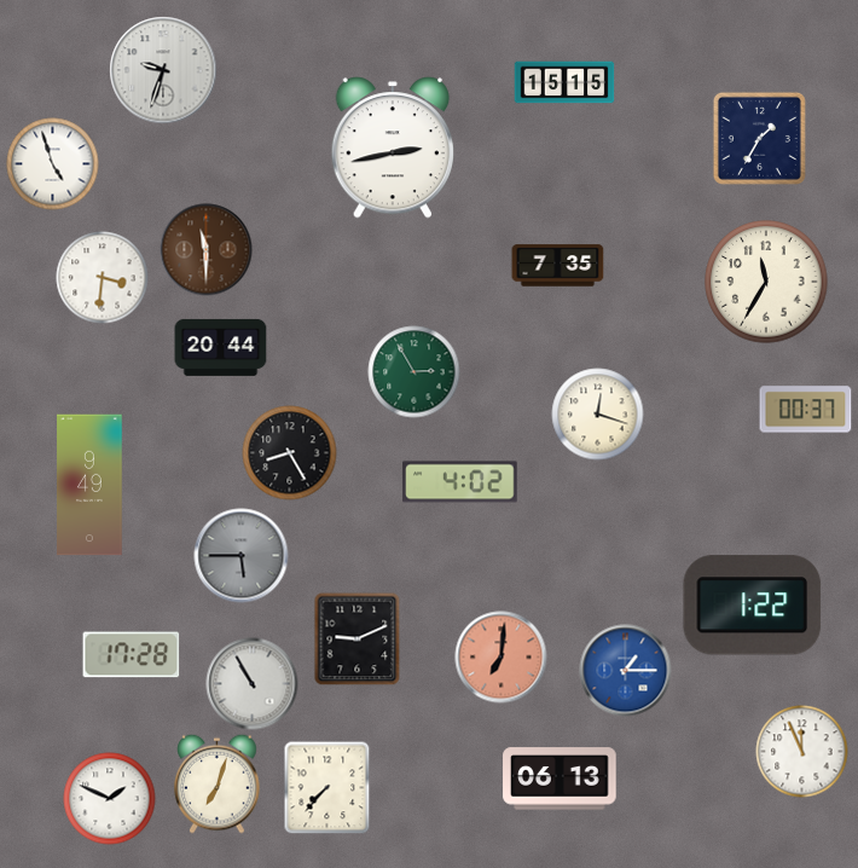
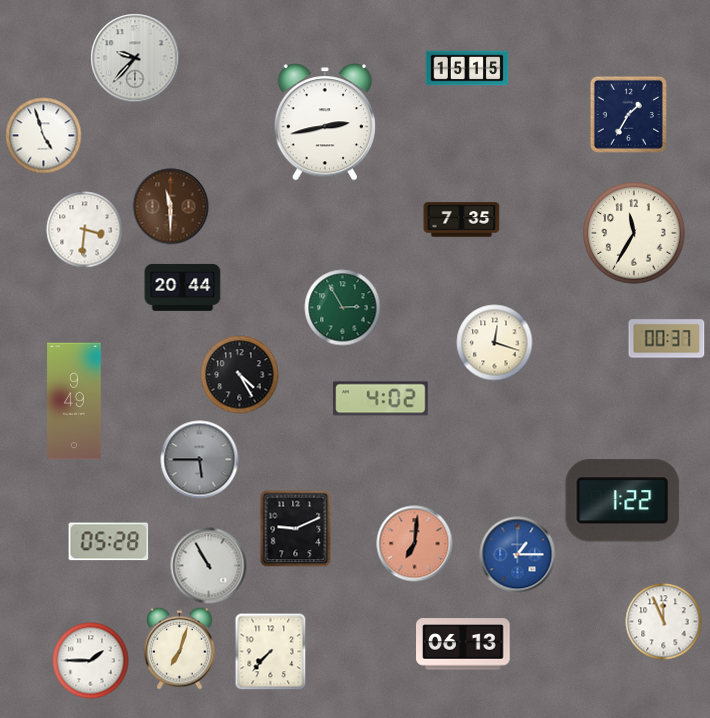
clock at (163, 70): 9:33 -> 9:37
clock at (290, 453): 8:25 -> 4:25
clock at (132, 655): 17:28 -> 05:28
clock at (110, 799): 1:49 -> 1:45
